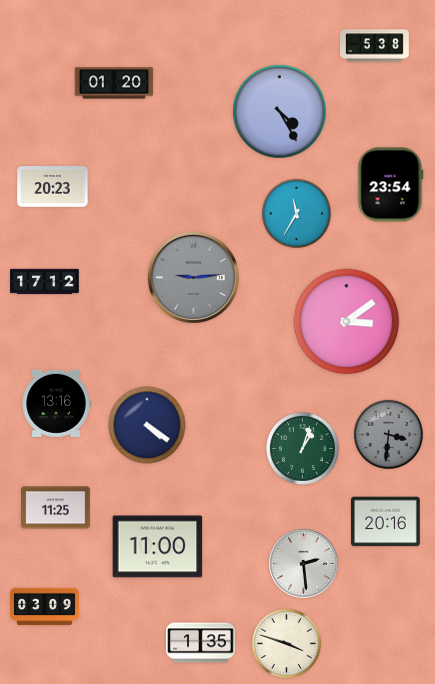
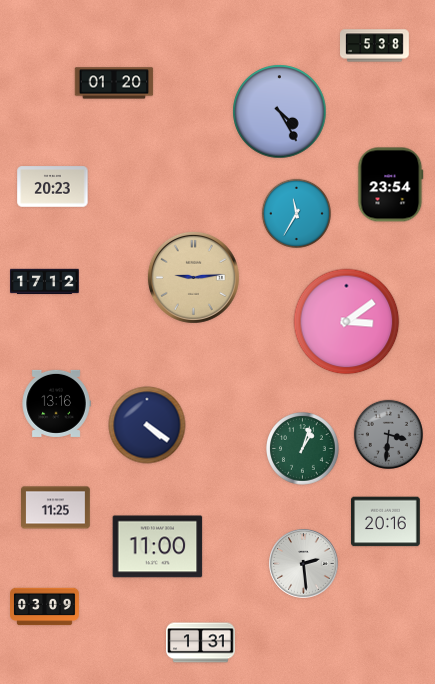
clock at (193, 277) dial: grey -> champagne
clock at (201, 643): 1:35 -> 1:31
clock at (286, 643): 3:48 -> none
